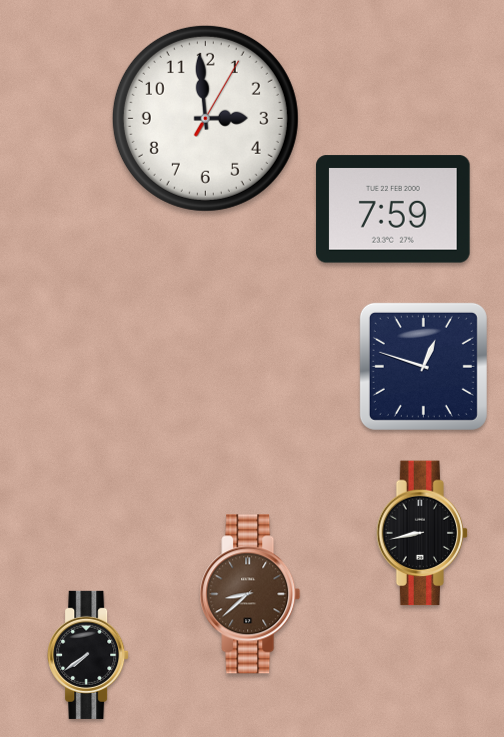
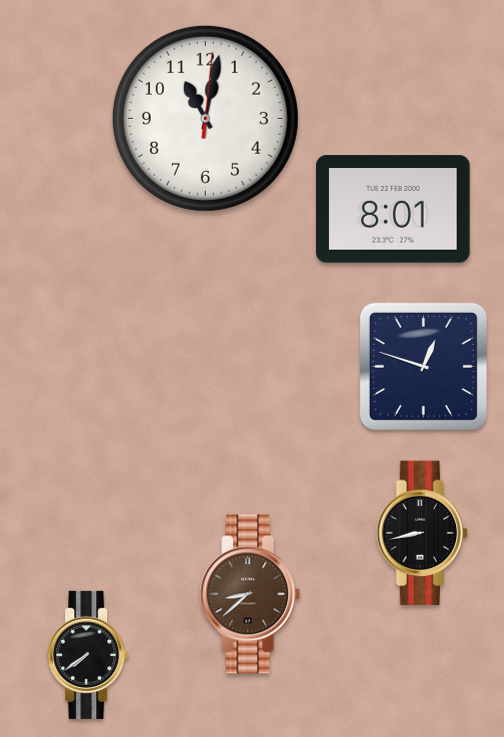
clock at (205, 118): 2:59 -> 11:02
clock at (393, 209): 7:59 -> 8:01
